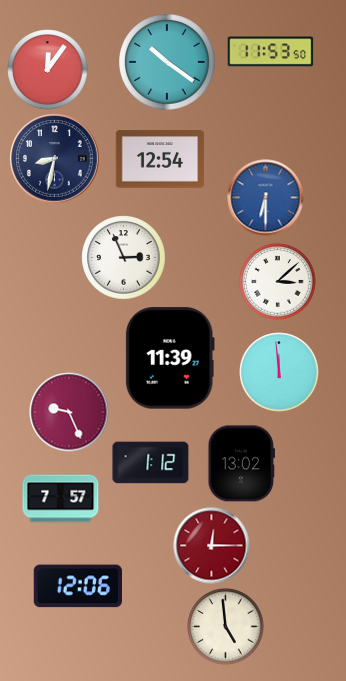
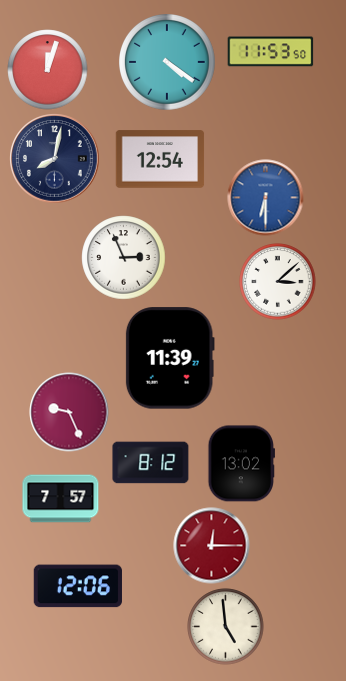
clock at (168, 63): 10:21 -> 4:21
clock at (48, 70): 12:06 -> 12:03
clock at (55, 159): 8:32 -> 8:02
clock at (279, 372): 11:59 -> none
clock at (151, 463): 1:12 -> 8:12
